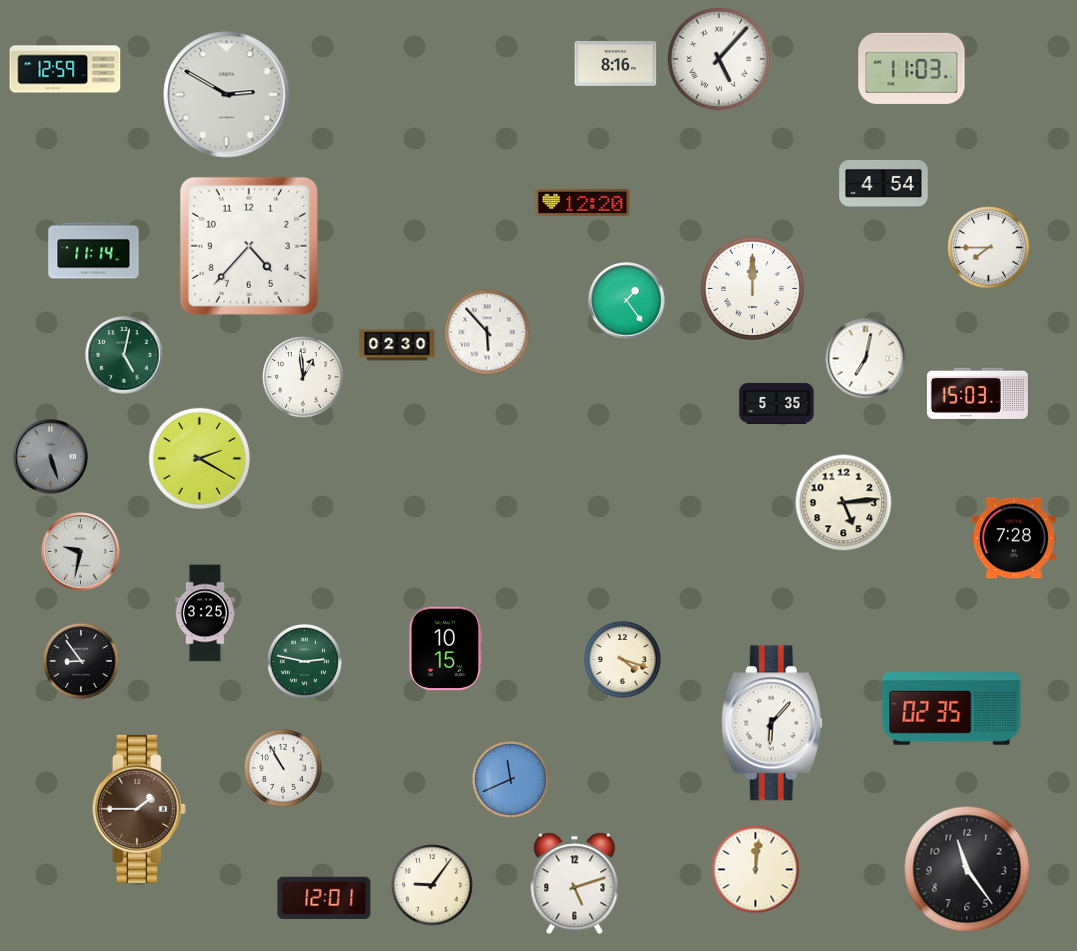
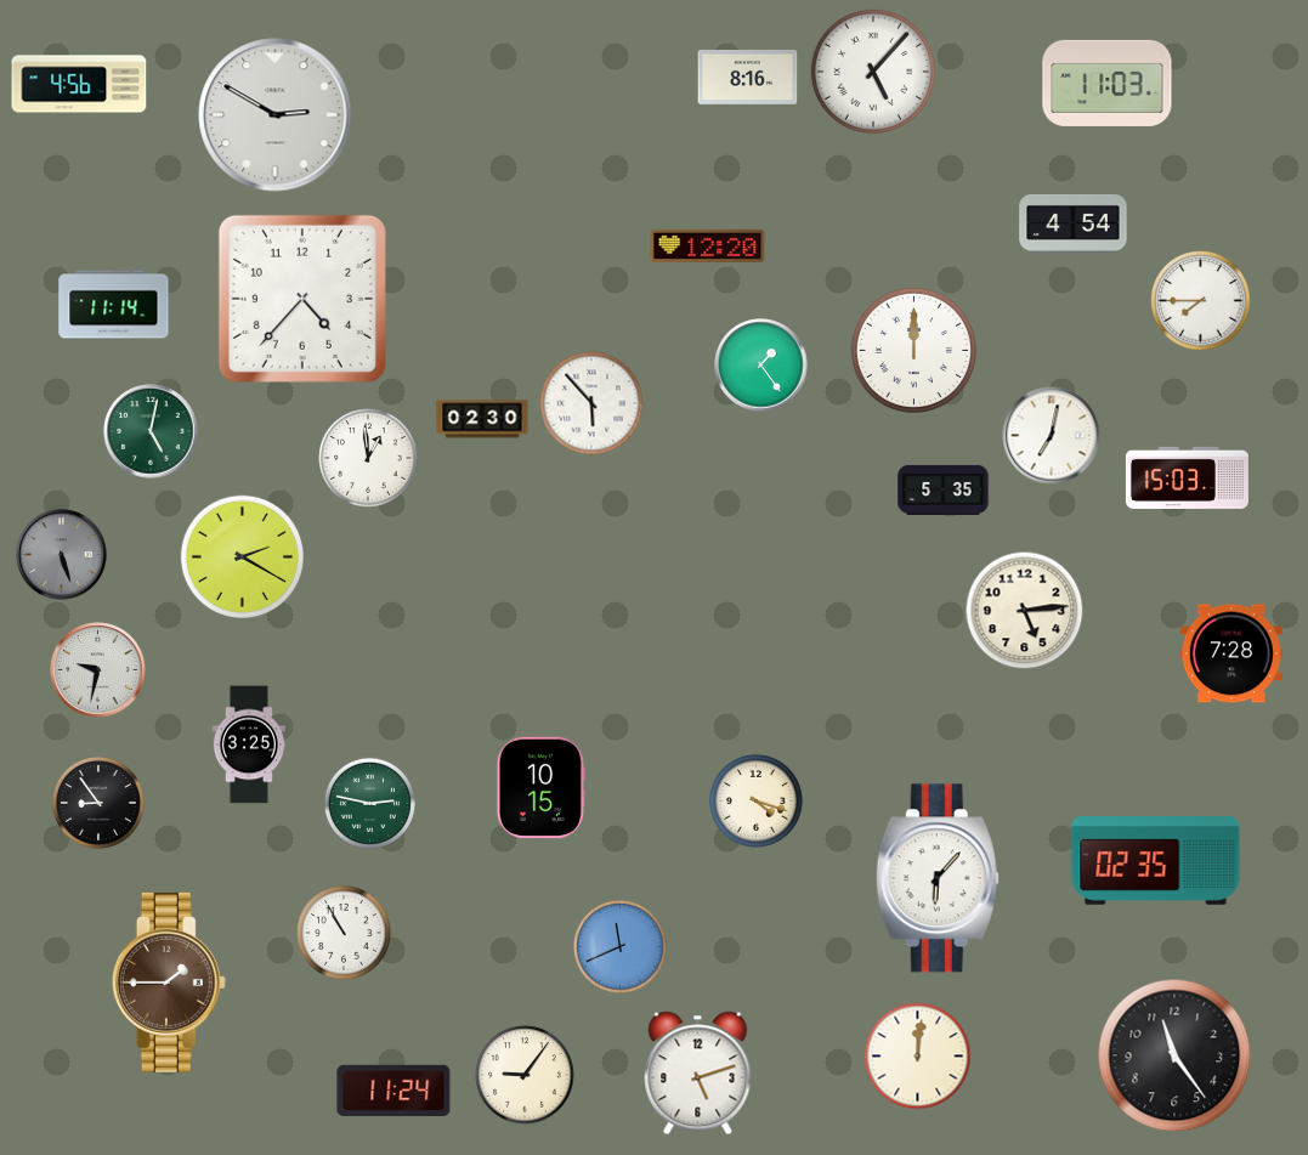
clock at (65, 69): 12:59 -> 4:56
clock at (324, 898): 12:01 -> 11:24
